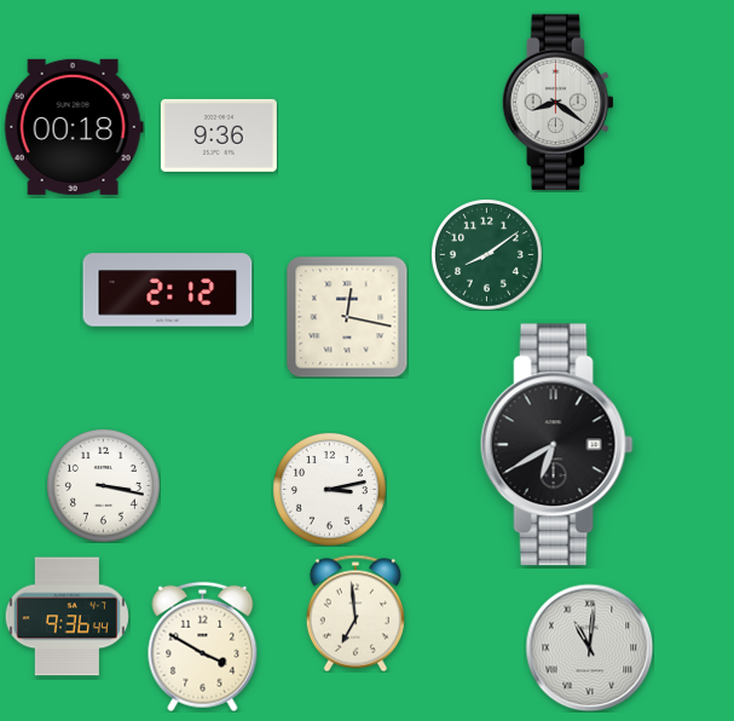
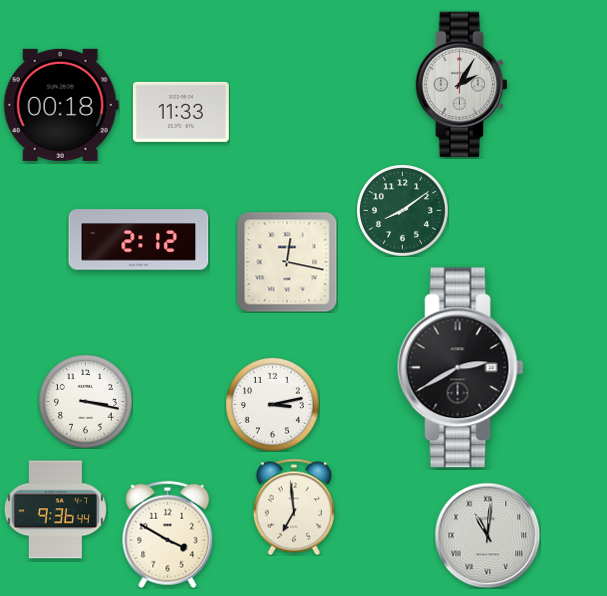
clock at (557, 103): 8:21 -> 2:05
clock at (219, 135): 9:36 -> 11:33
clock at (556, 445): 6:40 -> 2:40
